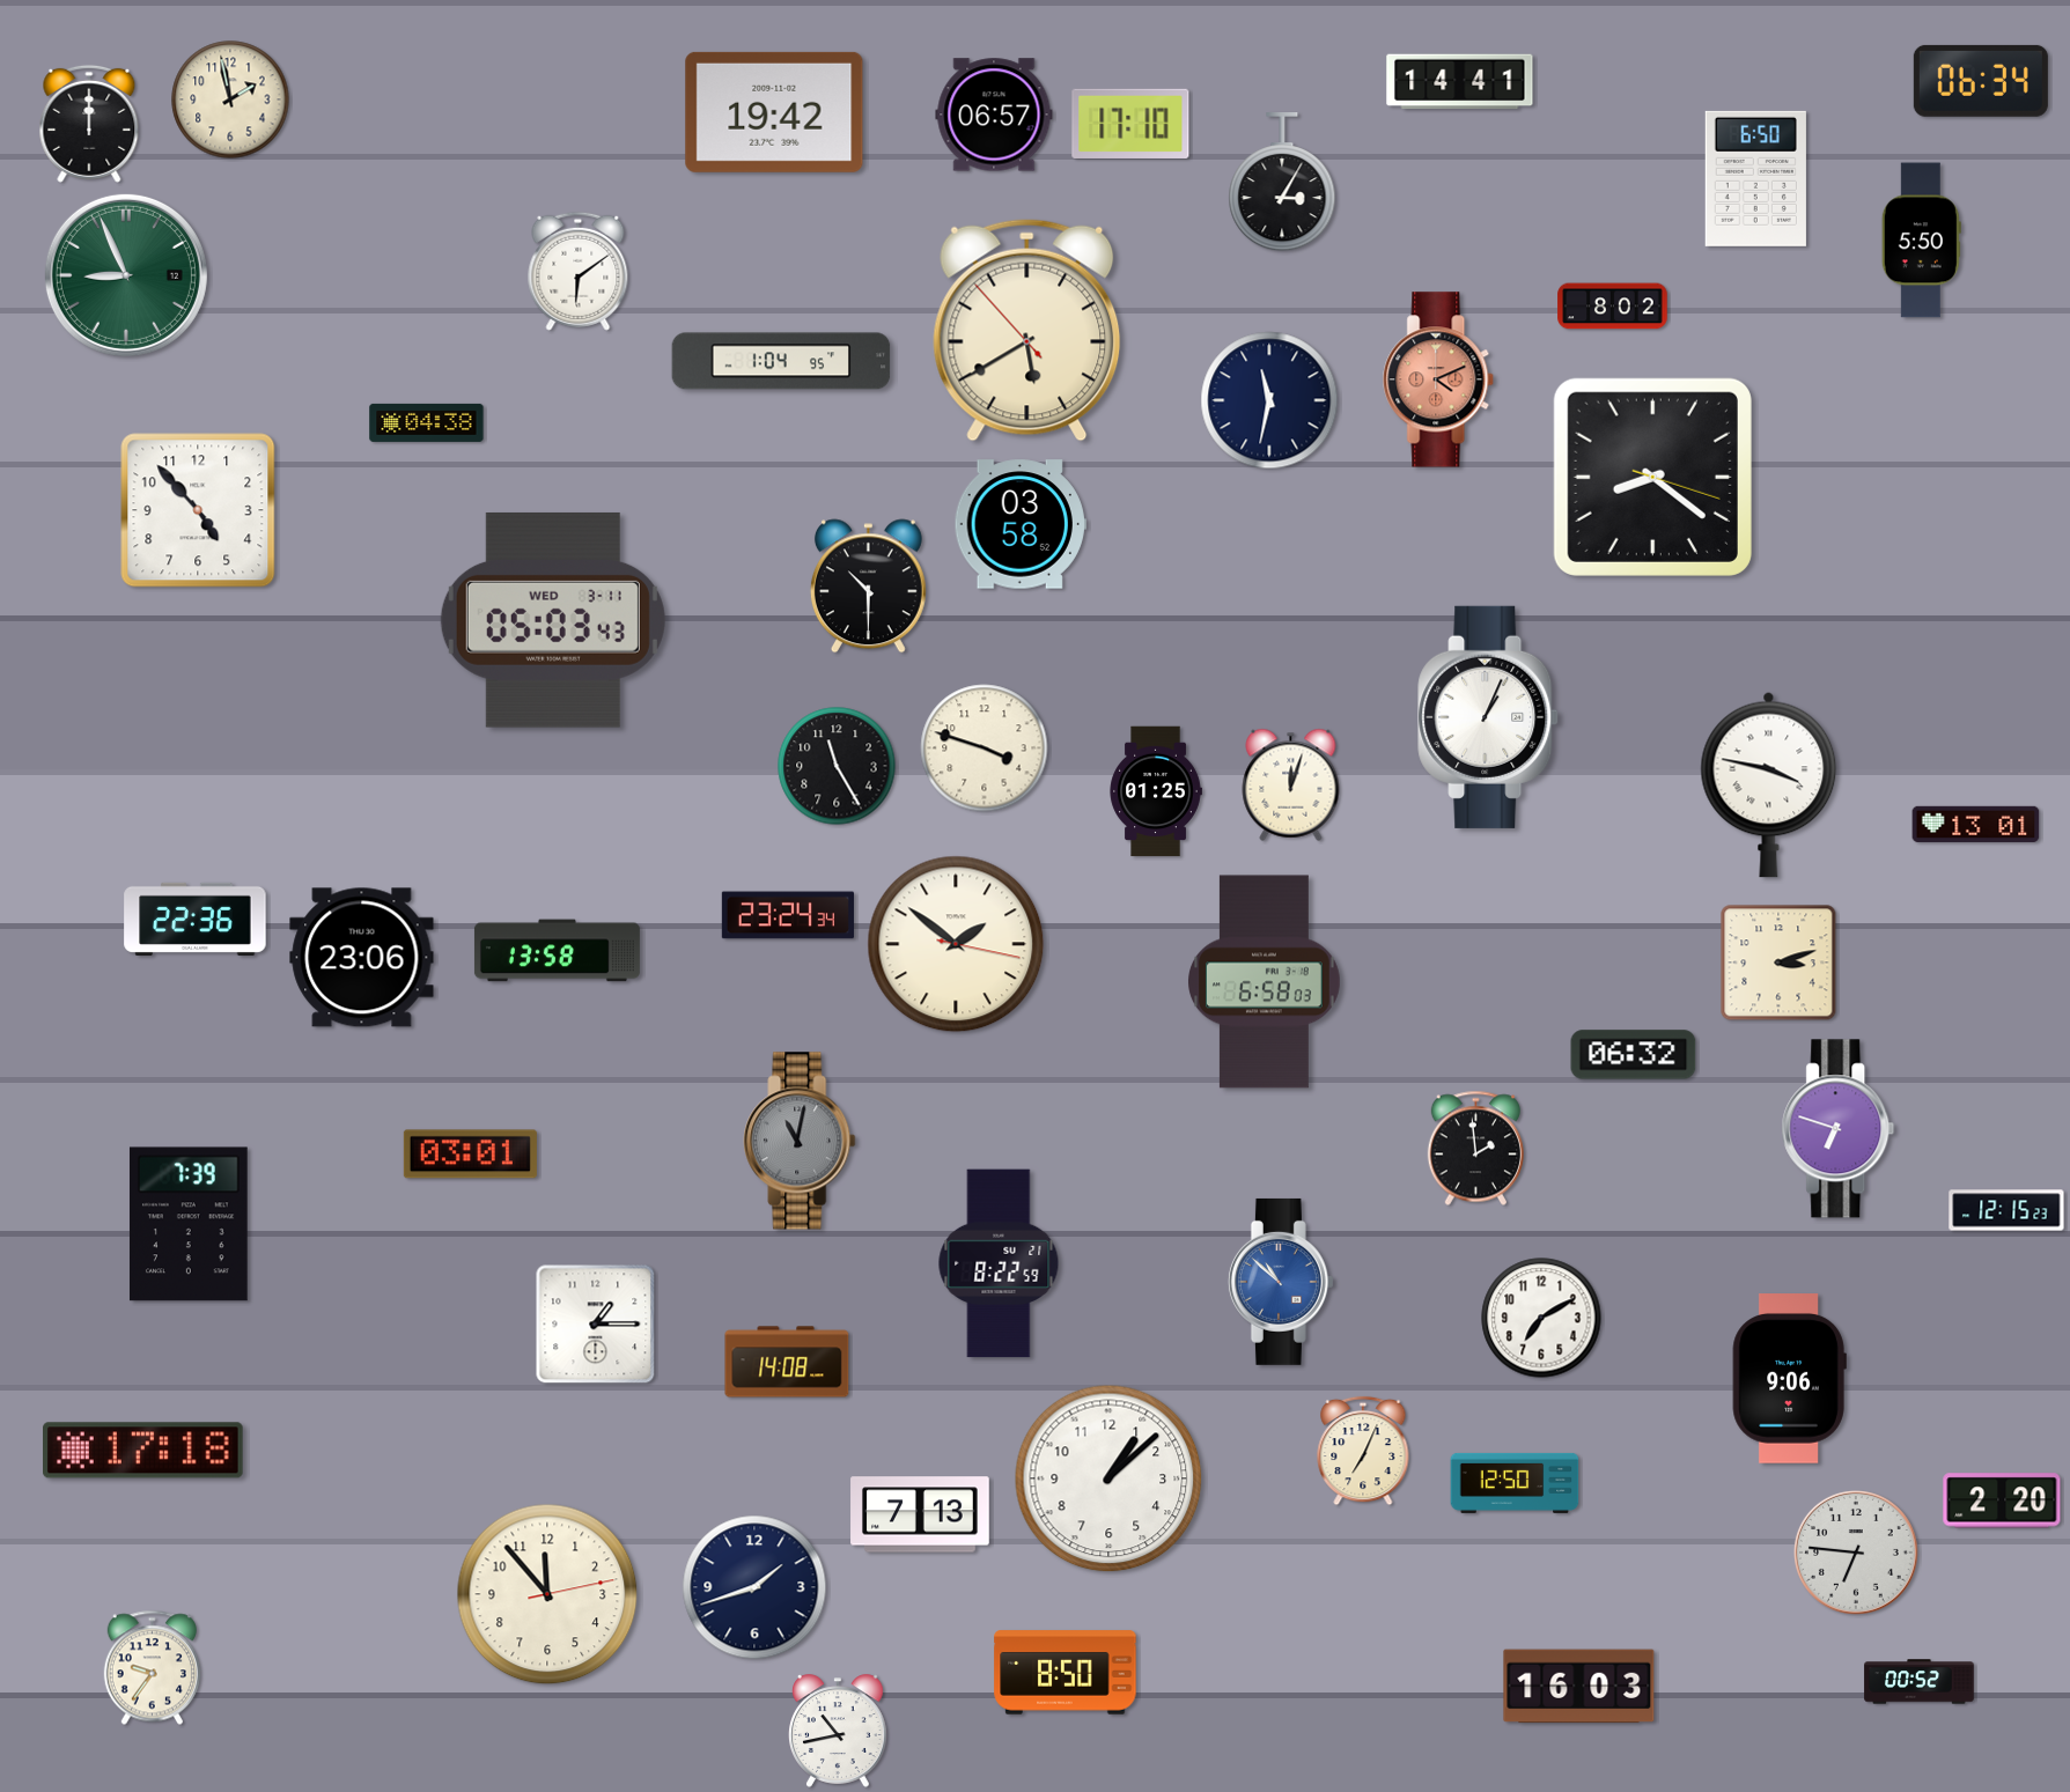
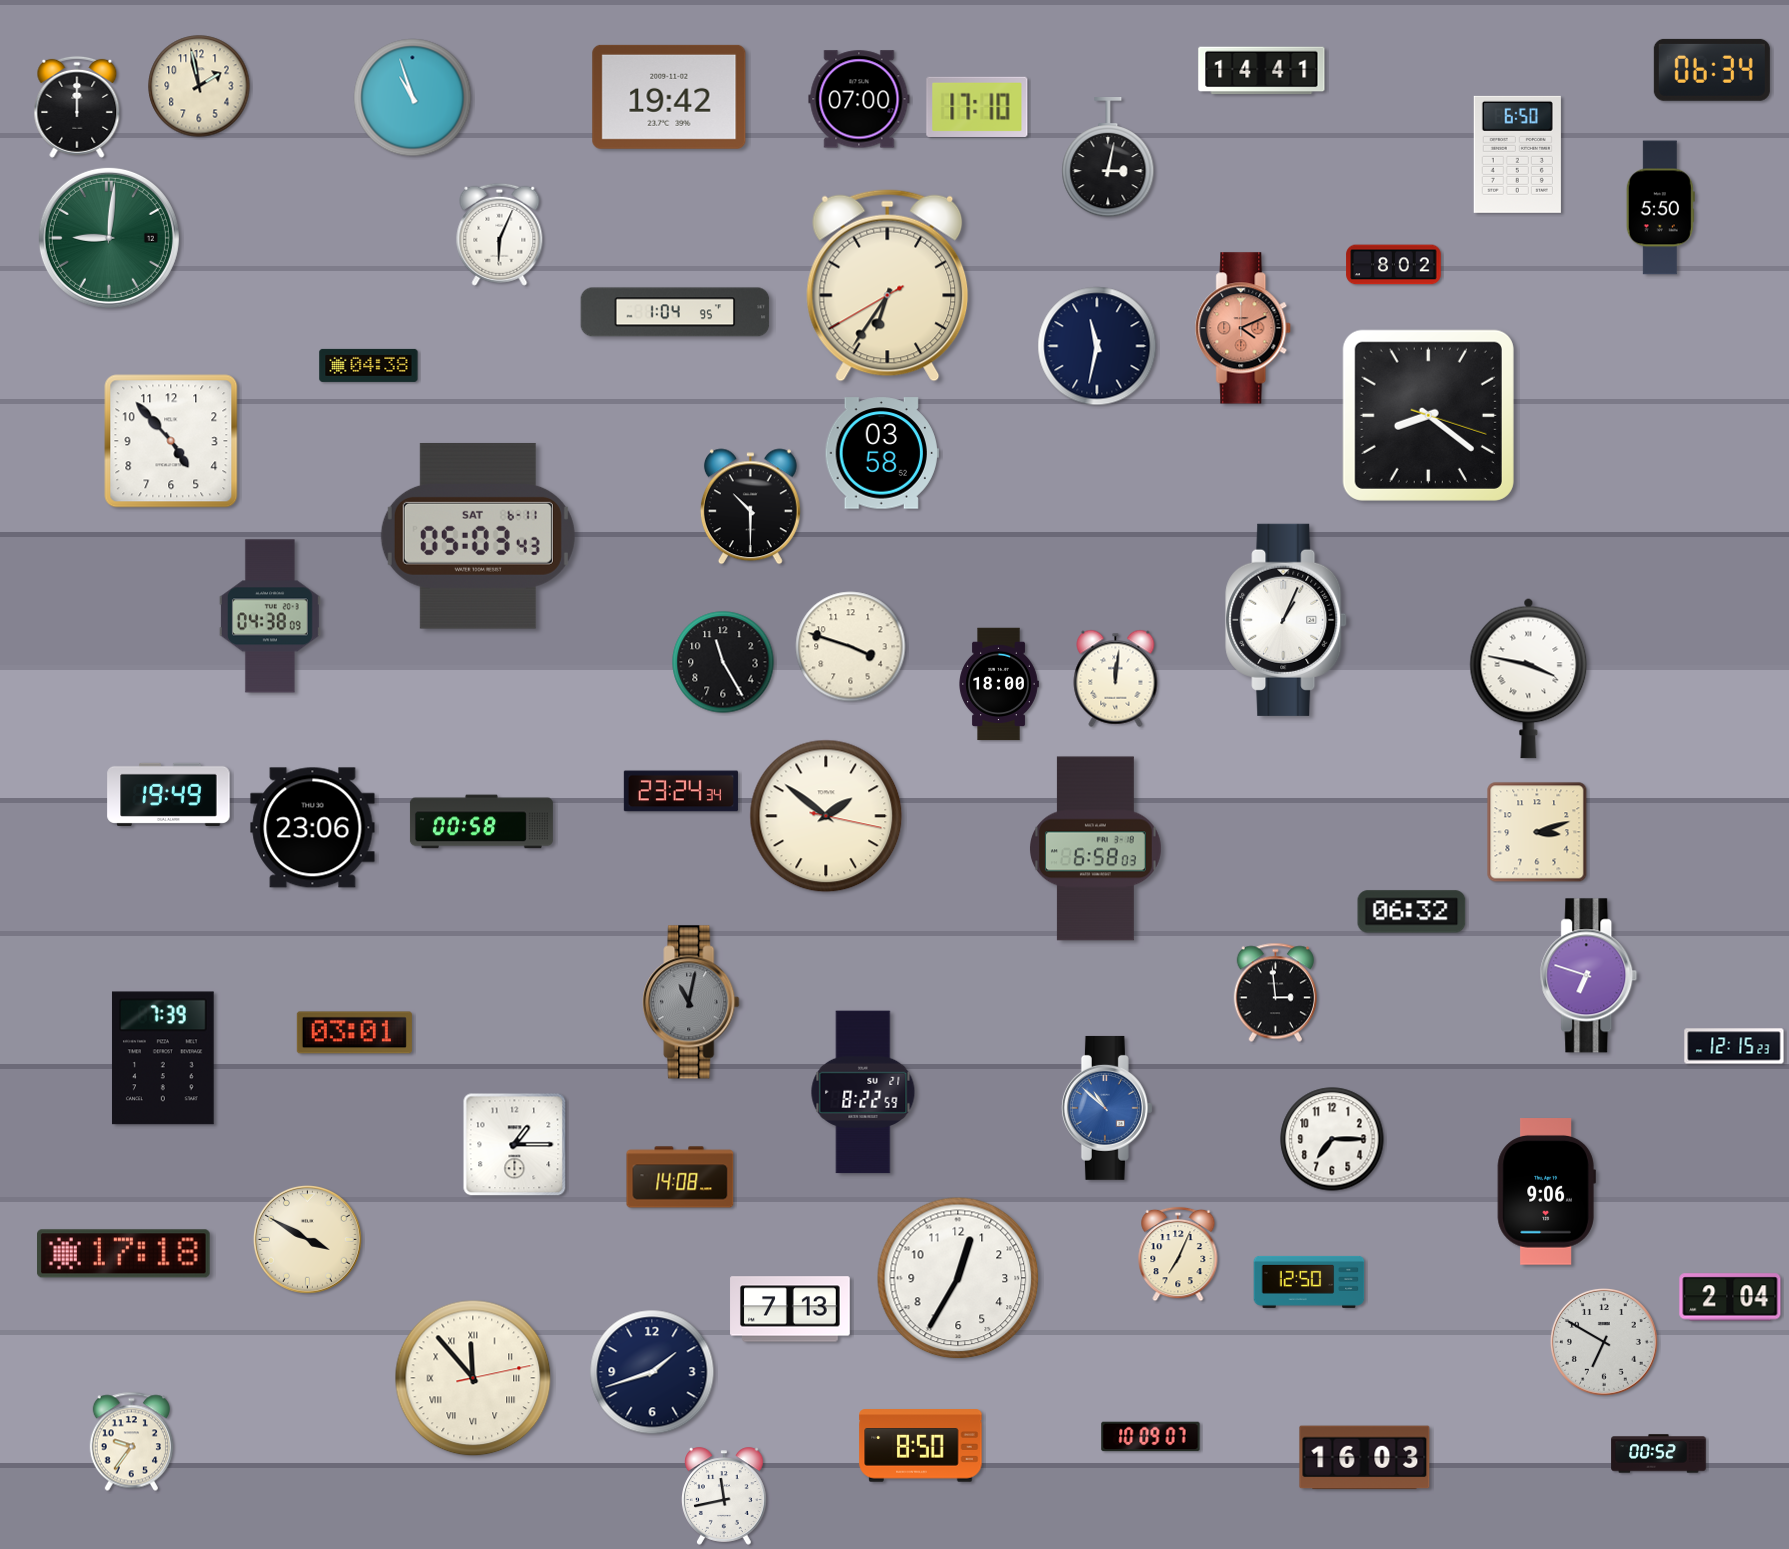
clock at (413, 98): none -> 10:57
clock at (994, 115): 06:57 -> 07:00
clock at (1282, 183): 3:05 -> 3:02
clock at (579, 271): 6:09 -> 6:04
clock at (126, 275): 8:56 -> 9:01
clock at (1027, 330): 5:39 -> 6:35
clock at (1652, 477) position: (1652, 477) -> (1428, 415)
clock at (553, 620) date: WED 3-11 -> SAT 6-11
clock at (270, 616): none -> 04:38
clock at (1291, 784): 12:03 -> 12:01
clock at (1156, 791): 01:25 -> 18:00
clock at (1976, 824): 13:01 -> none
clock at (196, 919): 22:36 -> 19:49
clock at (557, 951): 13:58 -> 00:58
clock at (1265, 982) position: (1265, 982) -> (1096, 849)
clock at (800, 1141) position: (800, 1141) -> (691, 1002)
clock at (1475, 1149): 1:59 -> 2:59
clock at (470, 1155) position: (470, 1155) -> (354, 1033)
clock at (1541, 1318): 7:10 -> 7:15
clock at (307, 1239): none -> 3:50
clock at (1108, 1478): 1:08 -> 12:35
clock at (2002, 1500): 2:20 -> 2:04
clock at (920, 1514) position: (920, 1514) -> (790, 1309)
clock at (1857, 1554): 6:46 -> 6:50
clock at (547, 1594) numerals: Arabic -> Roman
clock at (1151, 1437): none -> 10:09
clock at (839, 1731): 10:43 -> 11:43
